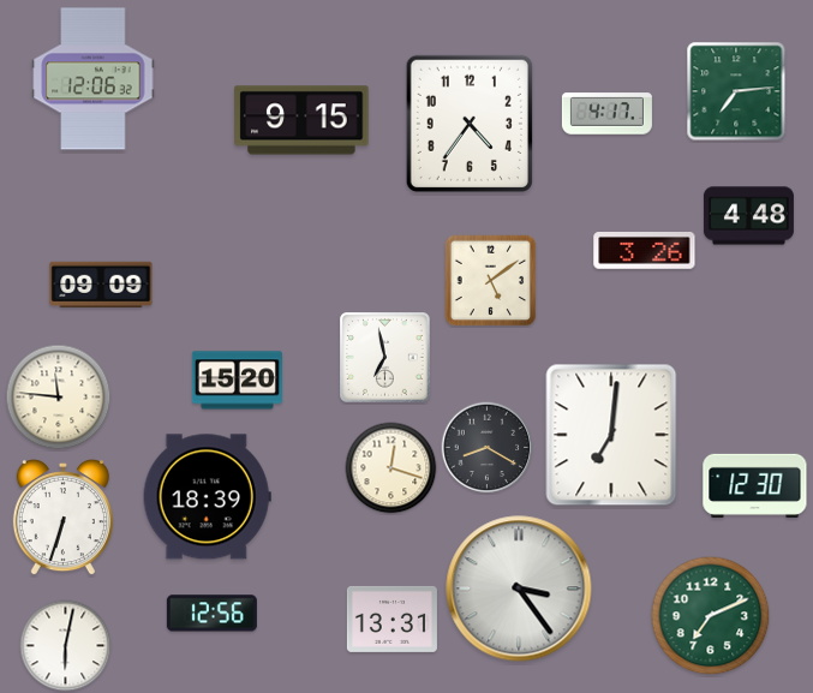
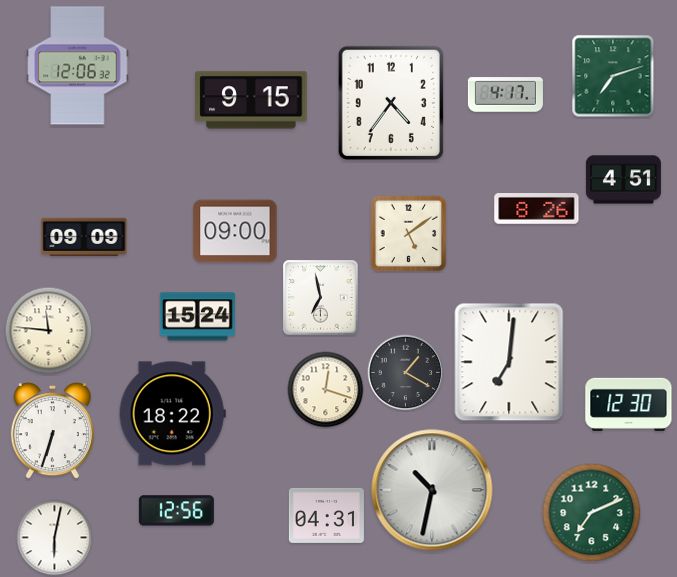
clock at (736, 91): 7:14 -> 7:12
clock at (748, 216): 4:48 -> 4:51
clock at (645, 251): 3:26 -> 8:26
clock at (235, 231): none -> 09:00
clock at (237, 381): 15:20 -> 15:24
clock at (488, 448): 8:20 -> 1:20
clock at (207, 497): 18:39 -> 18:22
clock at (519, 589): 3:24 -> 10:32
clock at (391, 619): 13:31 -> 04:31
